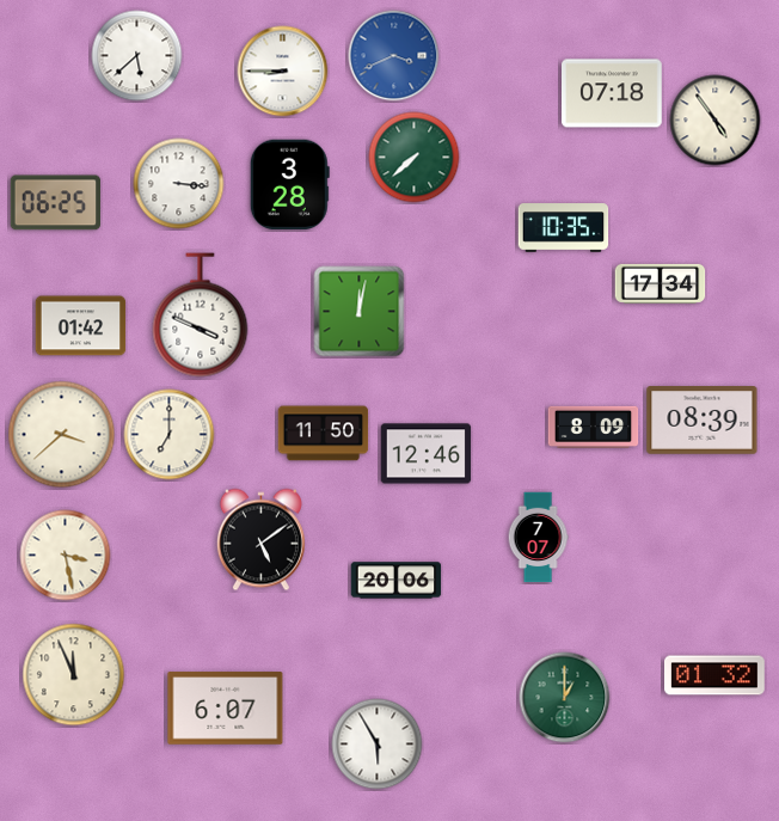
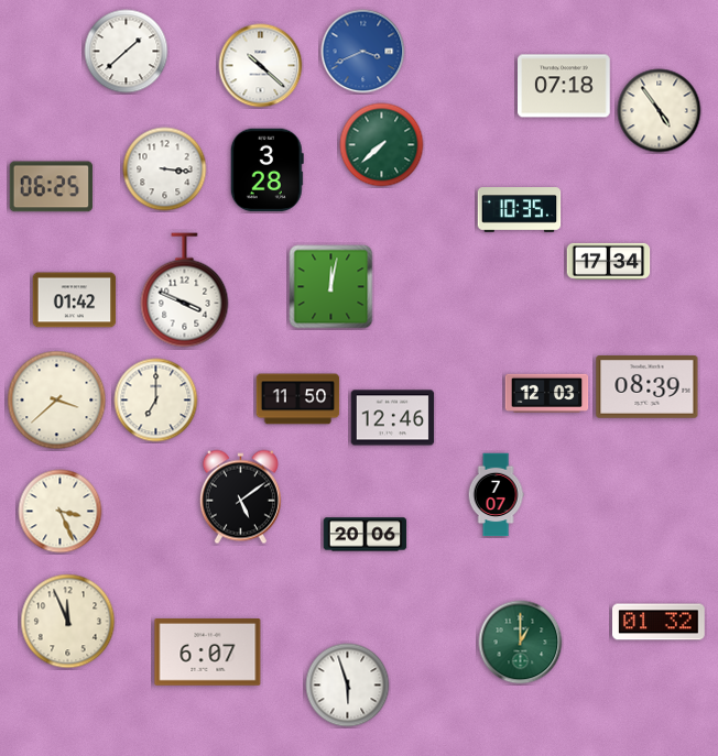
clock at (137, 56): 5:38 -> 1:38
clock at (283, 72): 8:45 -> 10:22
clock at (594, 427): 8:09 -> 12:03
clock at (66, 556): 3:28 -> 3:26
clock at (378, 745): 5:55 -> 5:57
